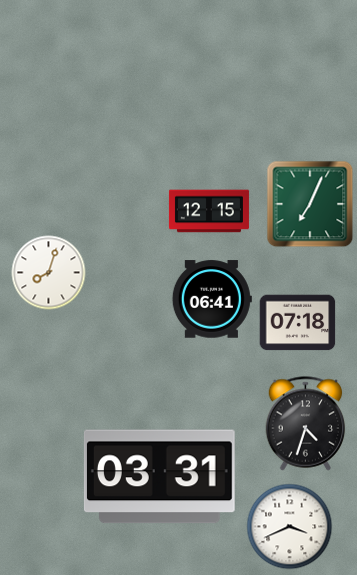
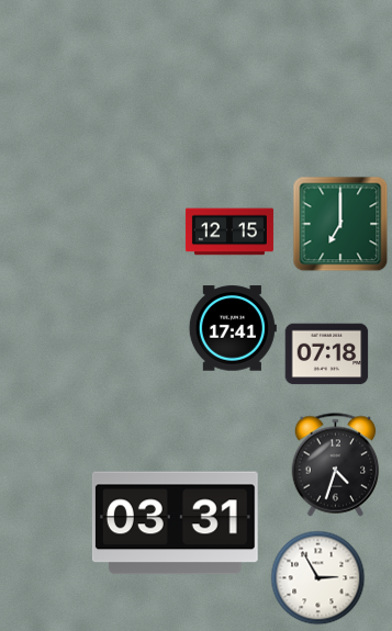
clock at (310, 204): 7:04 -> 7:00
clock at (49, 273): 8:03 -> none
clock at (212, 299): 06:41 -> 17:41
clock at (290, 527): 3:41 -> 2:55
